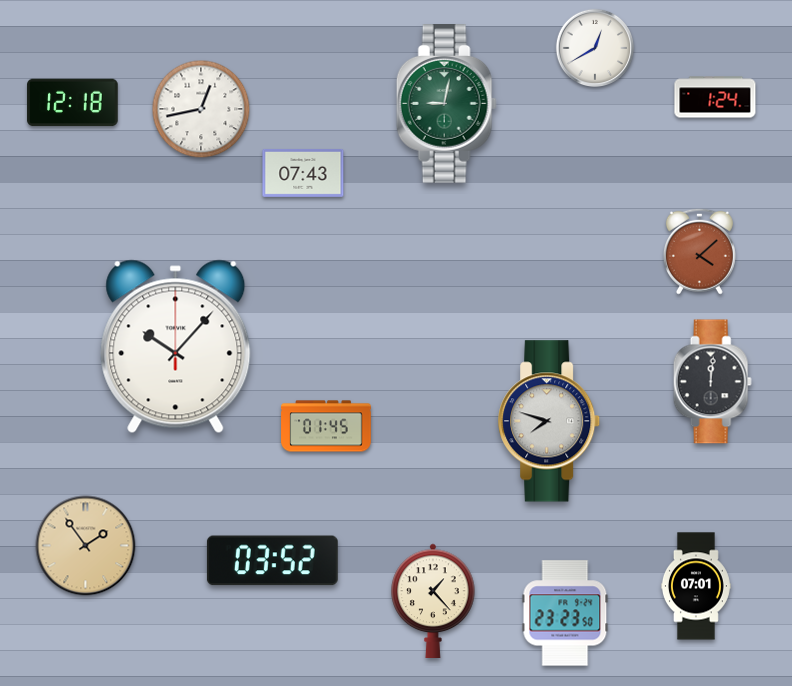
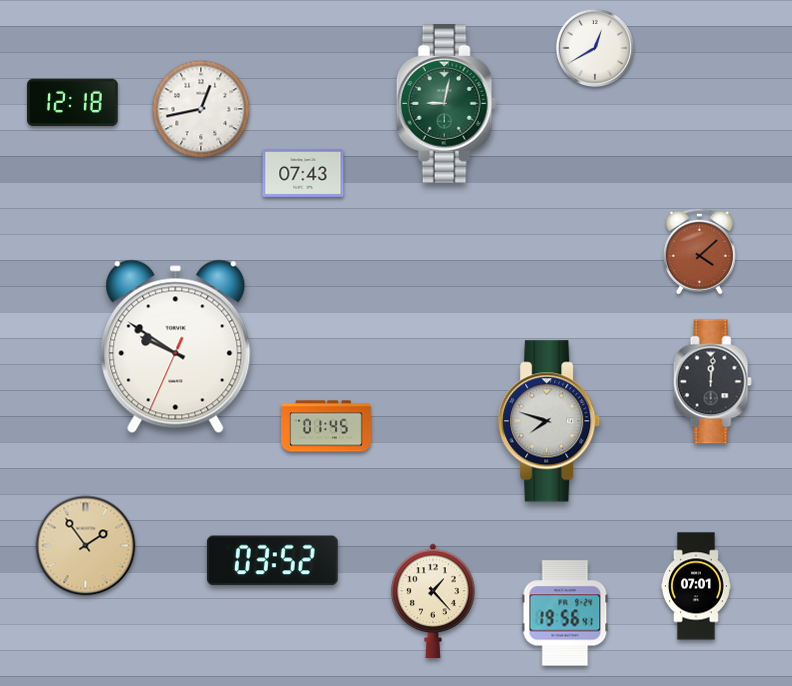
clock at (715, 97): 1:24 -> none
clock at (176, 347): 10:07 -> 9:50
clock at (565, 613): 23:23 -> 19:56
